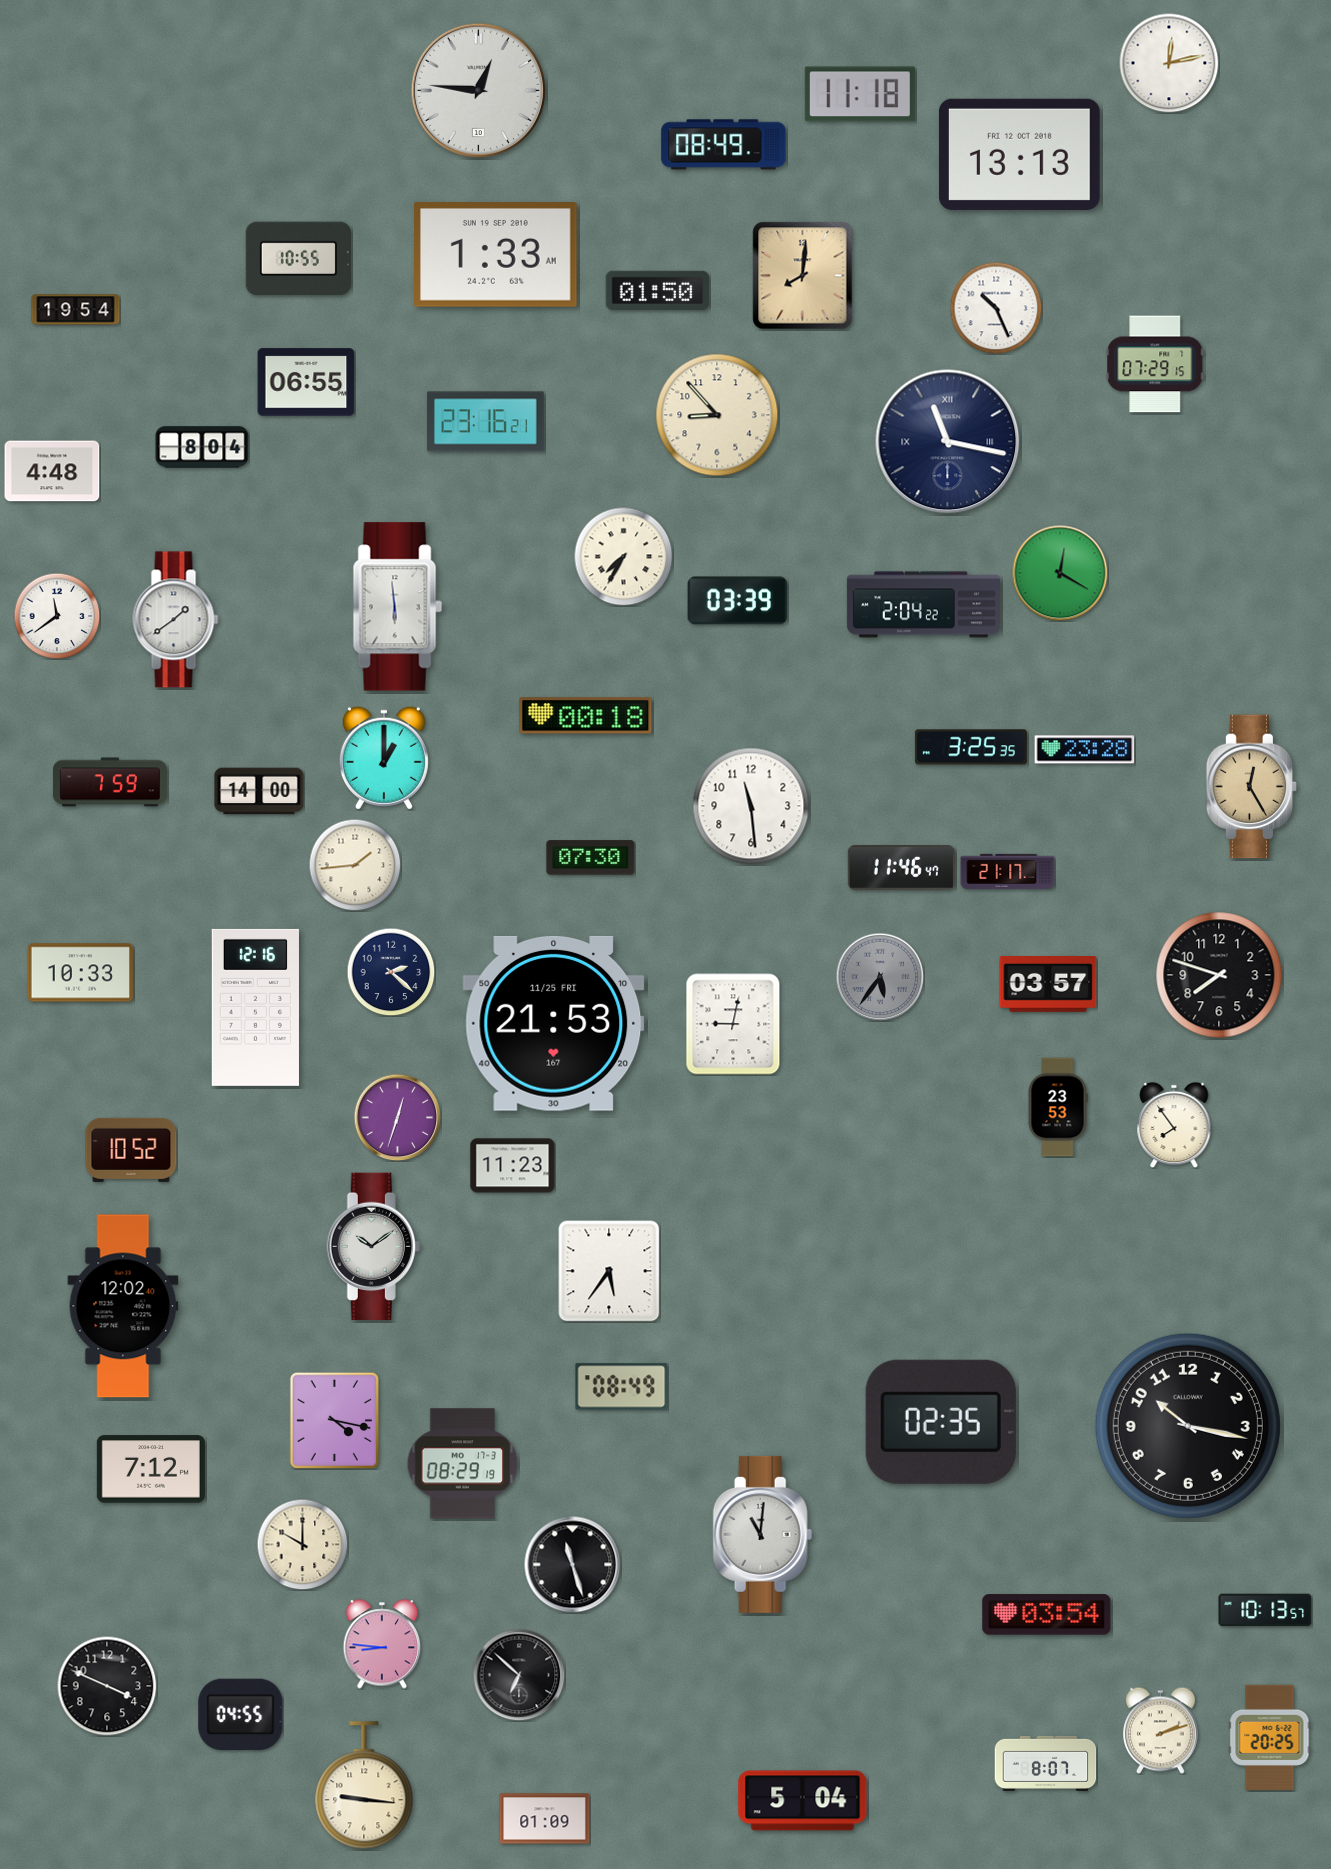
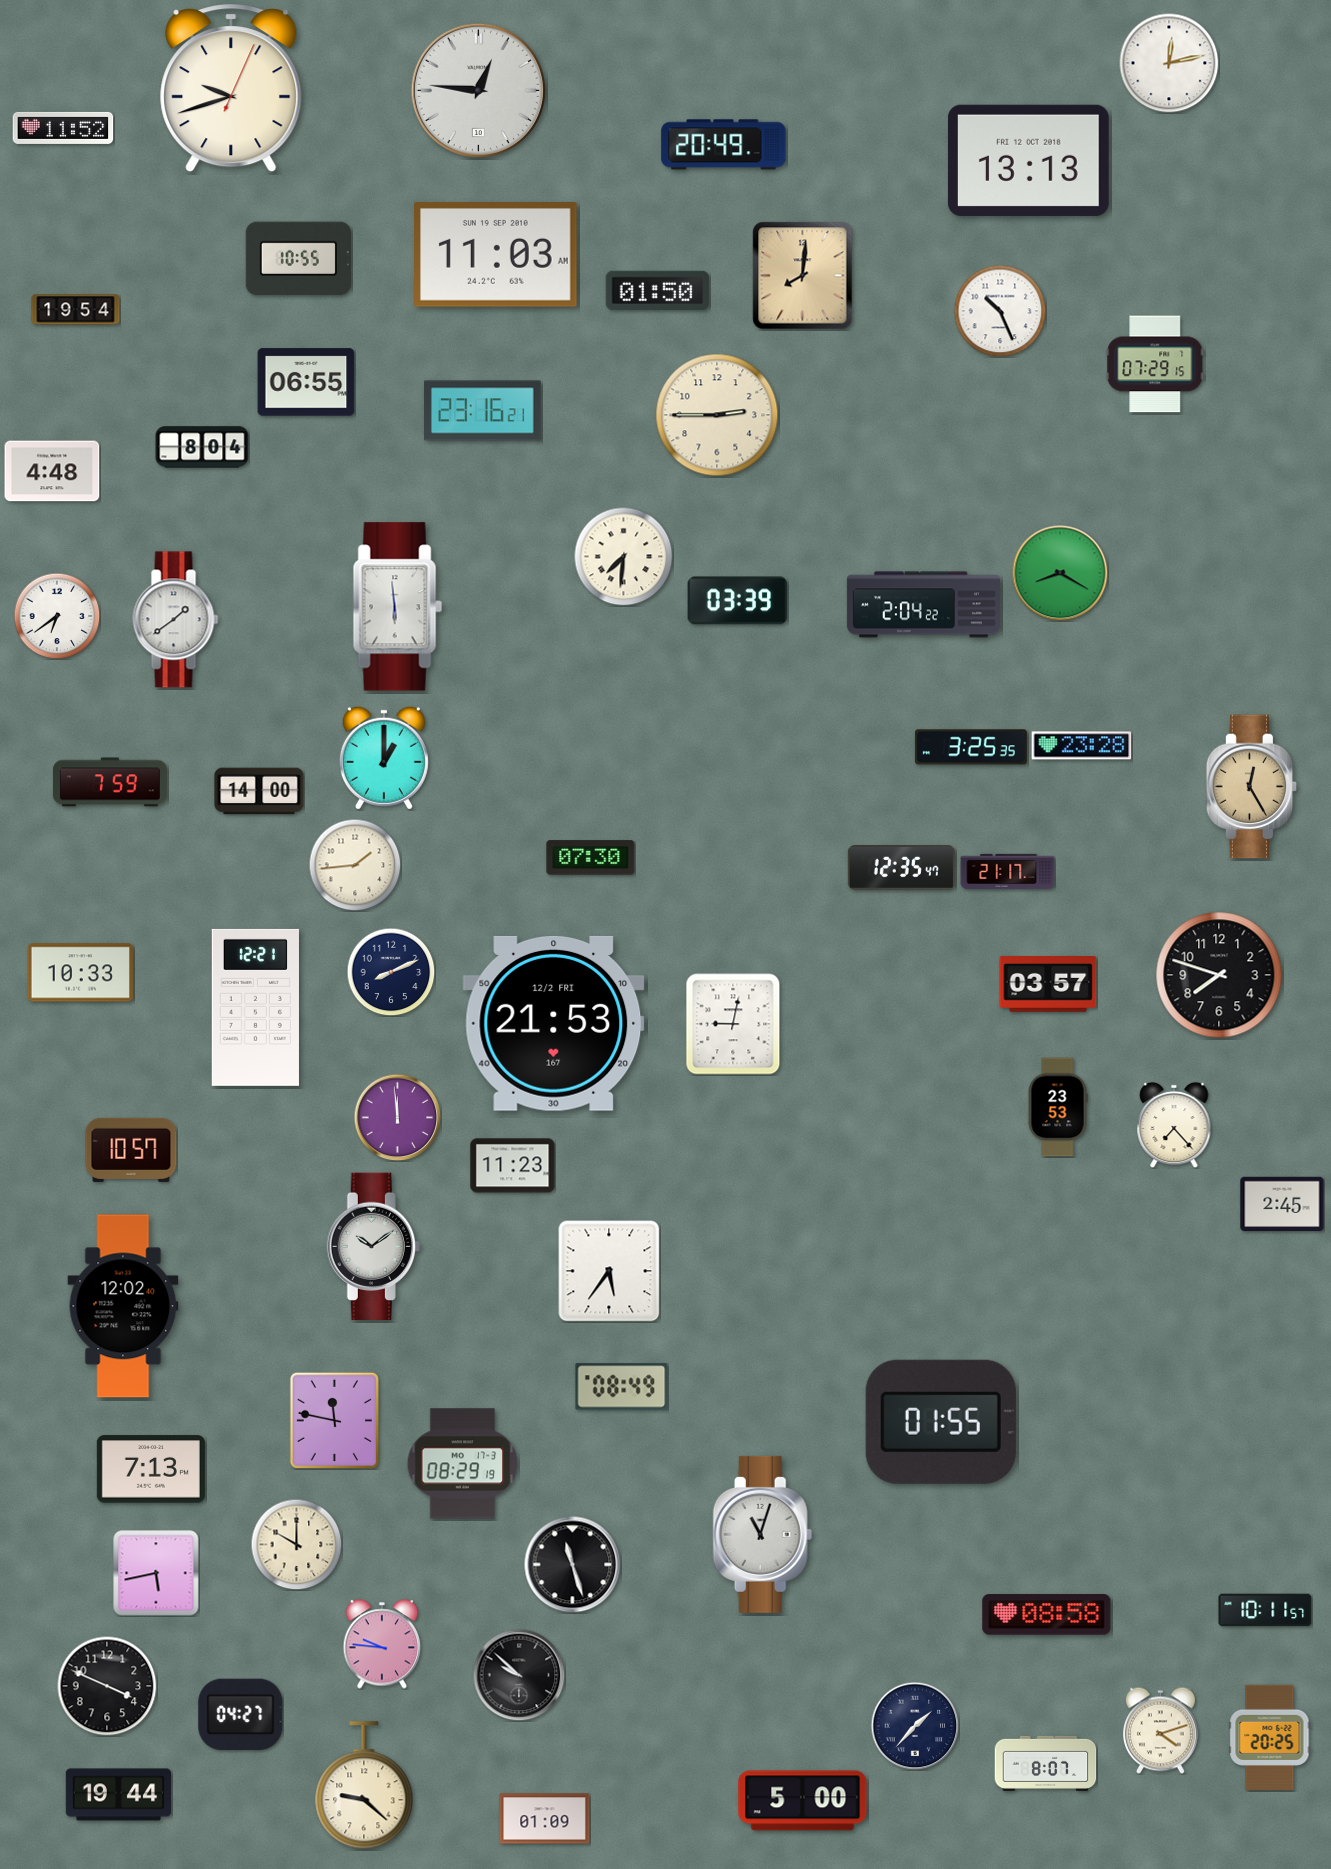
clock at (231, 89): none -> 9:42
clock at (860, 94): 11:18 -> none
clock at (63, 128): none -> 11:52
clock at (724, 145): 08:49 -> 20:49
clock at (1019, 154) position: (1019, 154) -> (1028, 160)
clock at (496, 255): 1:33 -> 11:03
clock at (996, 308) position: (996, 308) -> (1000, 311)
clock at (717, 415): 8:53 -> 2:45
clock at (486, 422) position: (486, 422) -> (483, 411)
clock at (948, 442): 11:17 -> none
clock at (624, 557): 7:35 -> 7:31
clock at (1060, 573): 12:20 -> 8:20
clock at (57, 616): 11:39 -> 6:39
clock at (586, 716): 00:18 -> none
clock at (1085, 750) position: (1085, 750) -> (1082, 746)
clock at (751, 806): 11:29 -> none
clock at (901, 868): 11:46 -> 12:35
clock at (391, 972): 2:22 -> 8:11
clock at (880, 977): 5:36 -> none
clock at (255, 1007): 12:16 -> 12:21
clock at (554, 1023) date: 11/25 FRI -> 12/2 FRI
clock at (397, 1117): 12:33 -> 11:59
clock at (1174, 1125): 7:54 -> 7:23
clock at (131, 1150): 10:52 -> 10:57
clock at (1282, 1204): none -> 2:45
clock at (334, 1420): 4:17 -> 11:47
clock at (941, 1422): 02:35 -> 01:55
clock at (1188, 1426): 10:17 -> none
clock at (151, 1469): 7:12 -> 7:13
clock at (763, 1534): 11:01 -> 11:03
clock at (302, 1544) position: (302, 1544) -> (296, 1544)
clock at (156, 1573): none -> 5:43
clock at (1265, 1610): 10:13 -> 10:11
clock at (1047, 1615): 03:54 -> 08:58
clock at (382, 1644): 8:46 -> 9:46
clock at (519, 1675): 6:52 -> 9:52
clock at (241, 1715): 04:55 -> 04:27
clock at (915, 1726): none -> 1:37
clock at (1160, 1730): 2:12 -> 4:12
clock at (364, 1786): 9:16 -> 9:22
clock at (119, 1795): none -> 19:44
clock at (803, 1801): 5:04 -> 5:00
